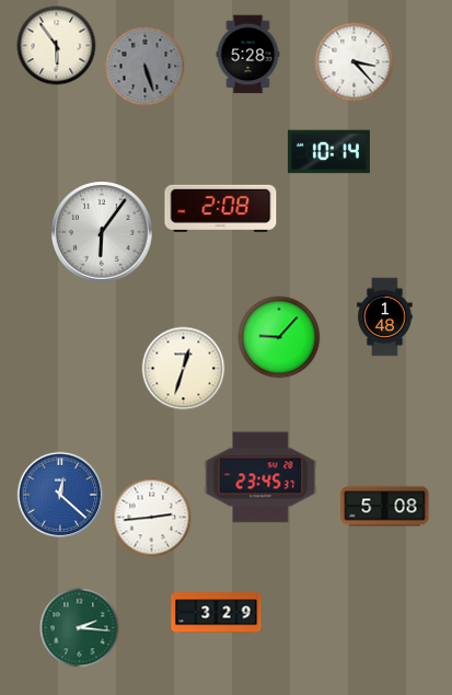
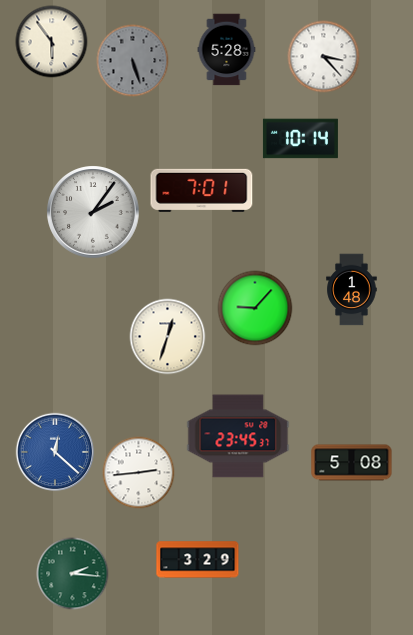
clock at (221, 208): 2:08 -> 7:01
clock at (102, 232): 6:06 -> 2:06
